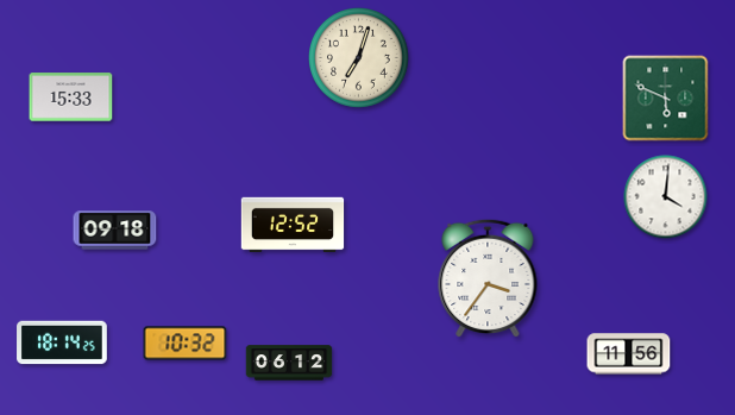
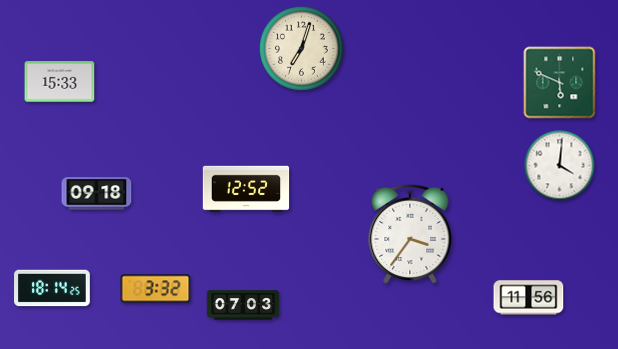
clock at (186, 344): 10:32 -> 3:32
clock at (289, 363): 06:12 -> 07:03
